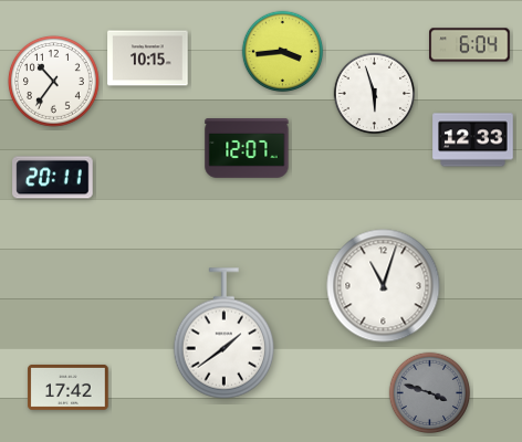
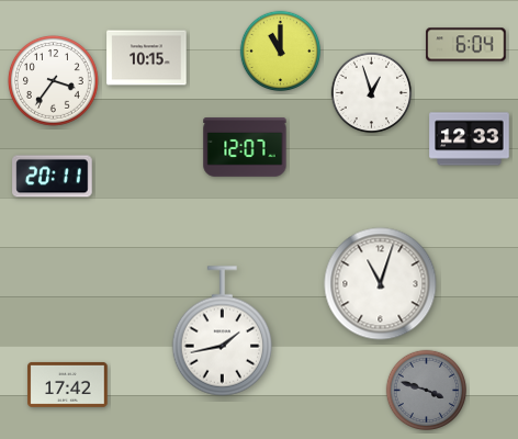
clock at (283, 52): 3:44 -> 11:00
clock at (54, 82): 10:36 -> 3:36
clock at (375, 94): 5:57 -> 12:57
clock at (225, 334): 1:39 -> 1:43
